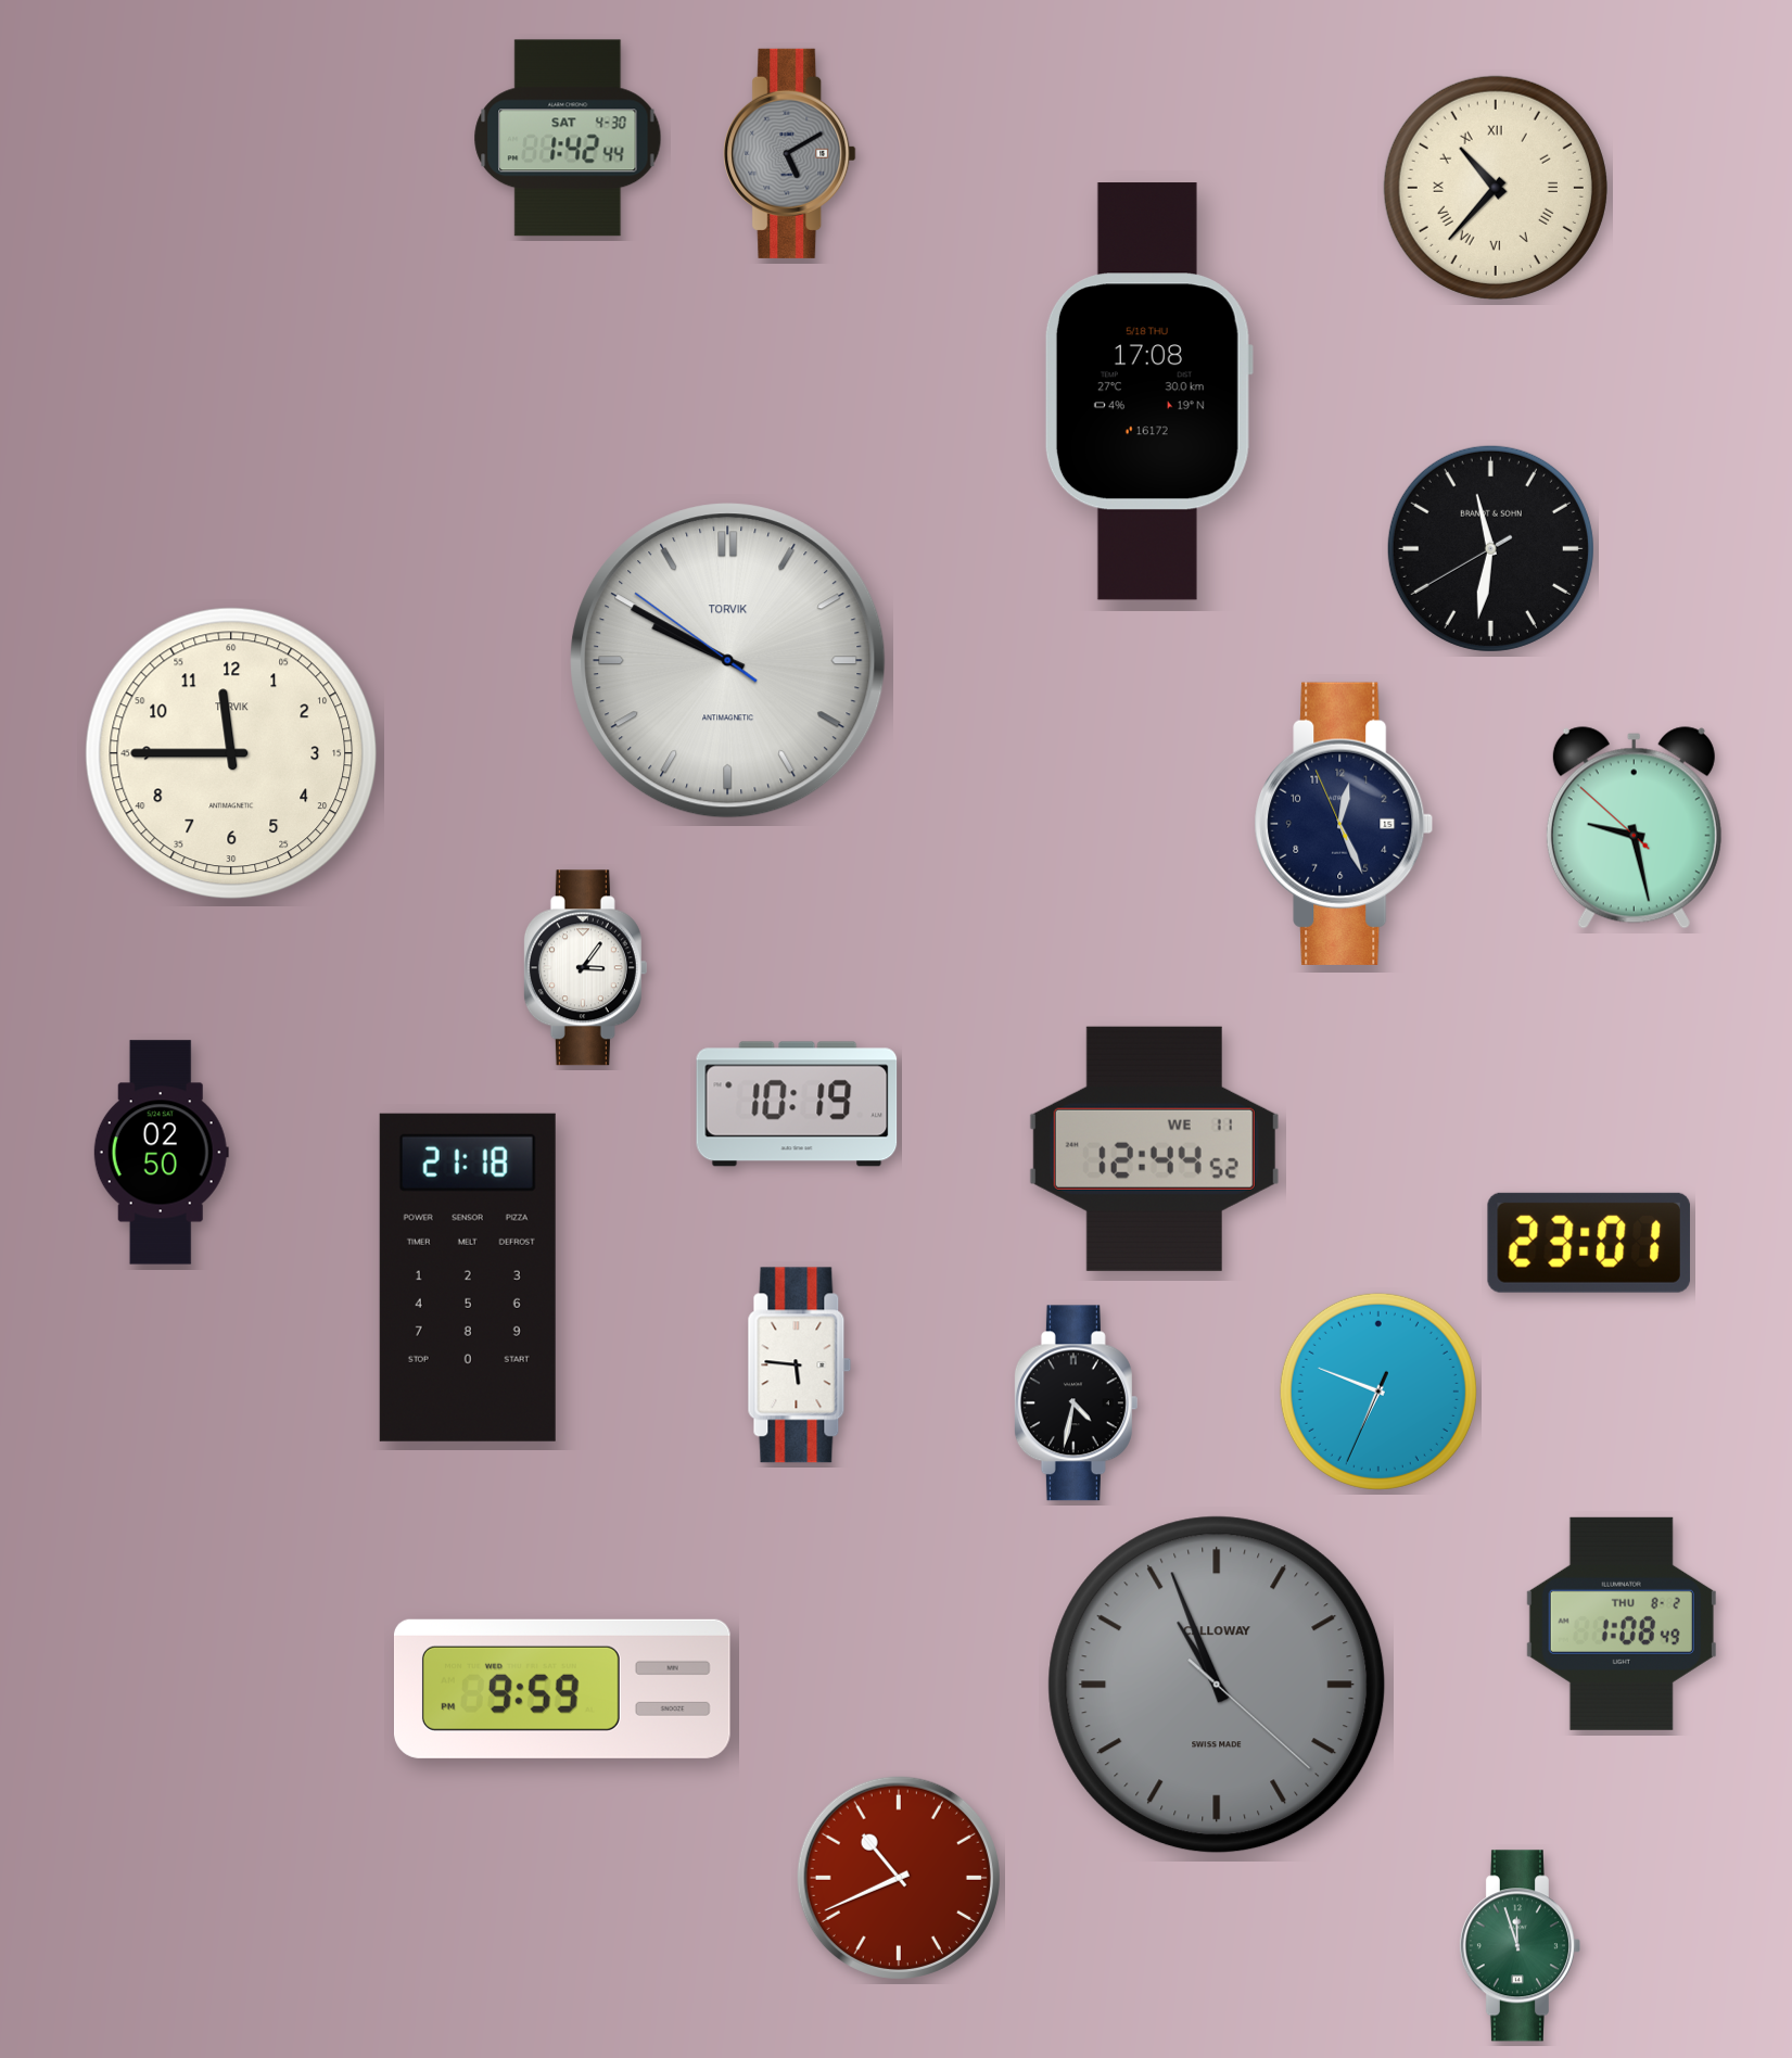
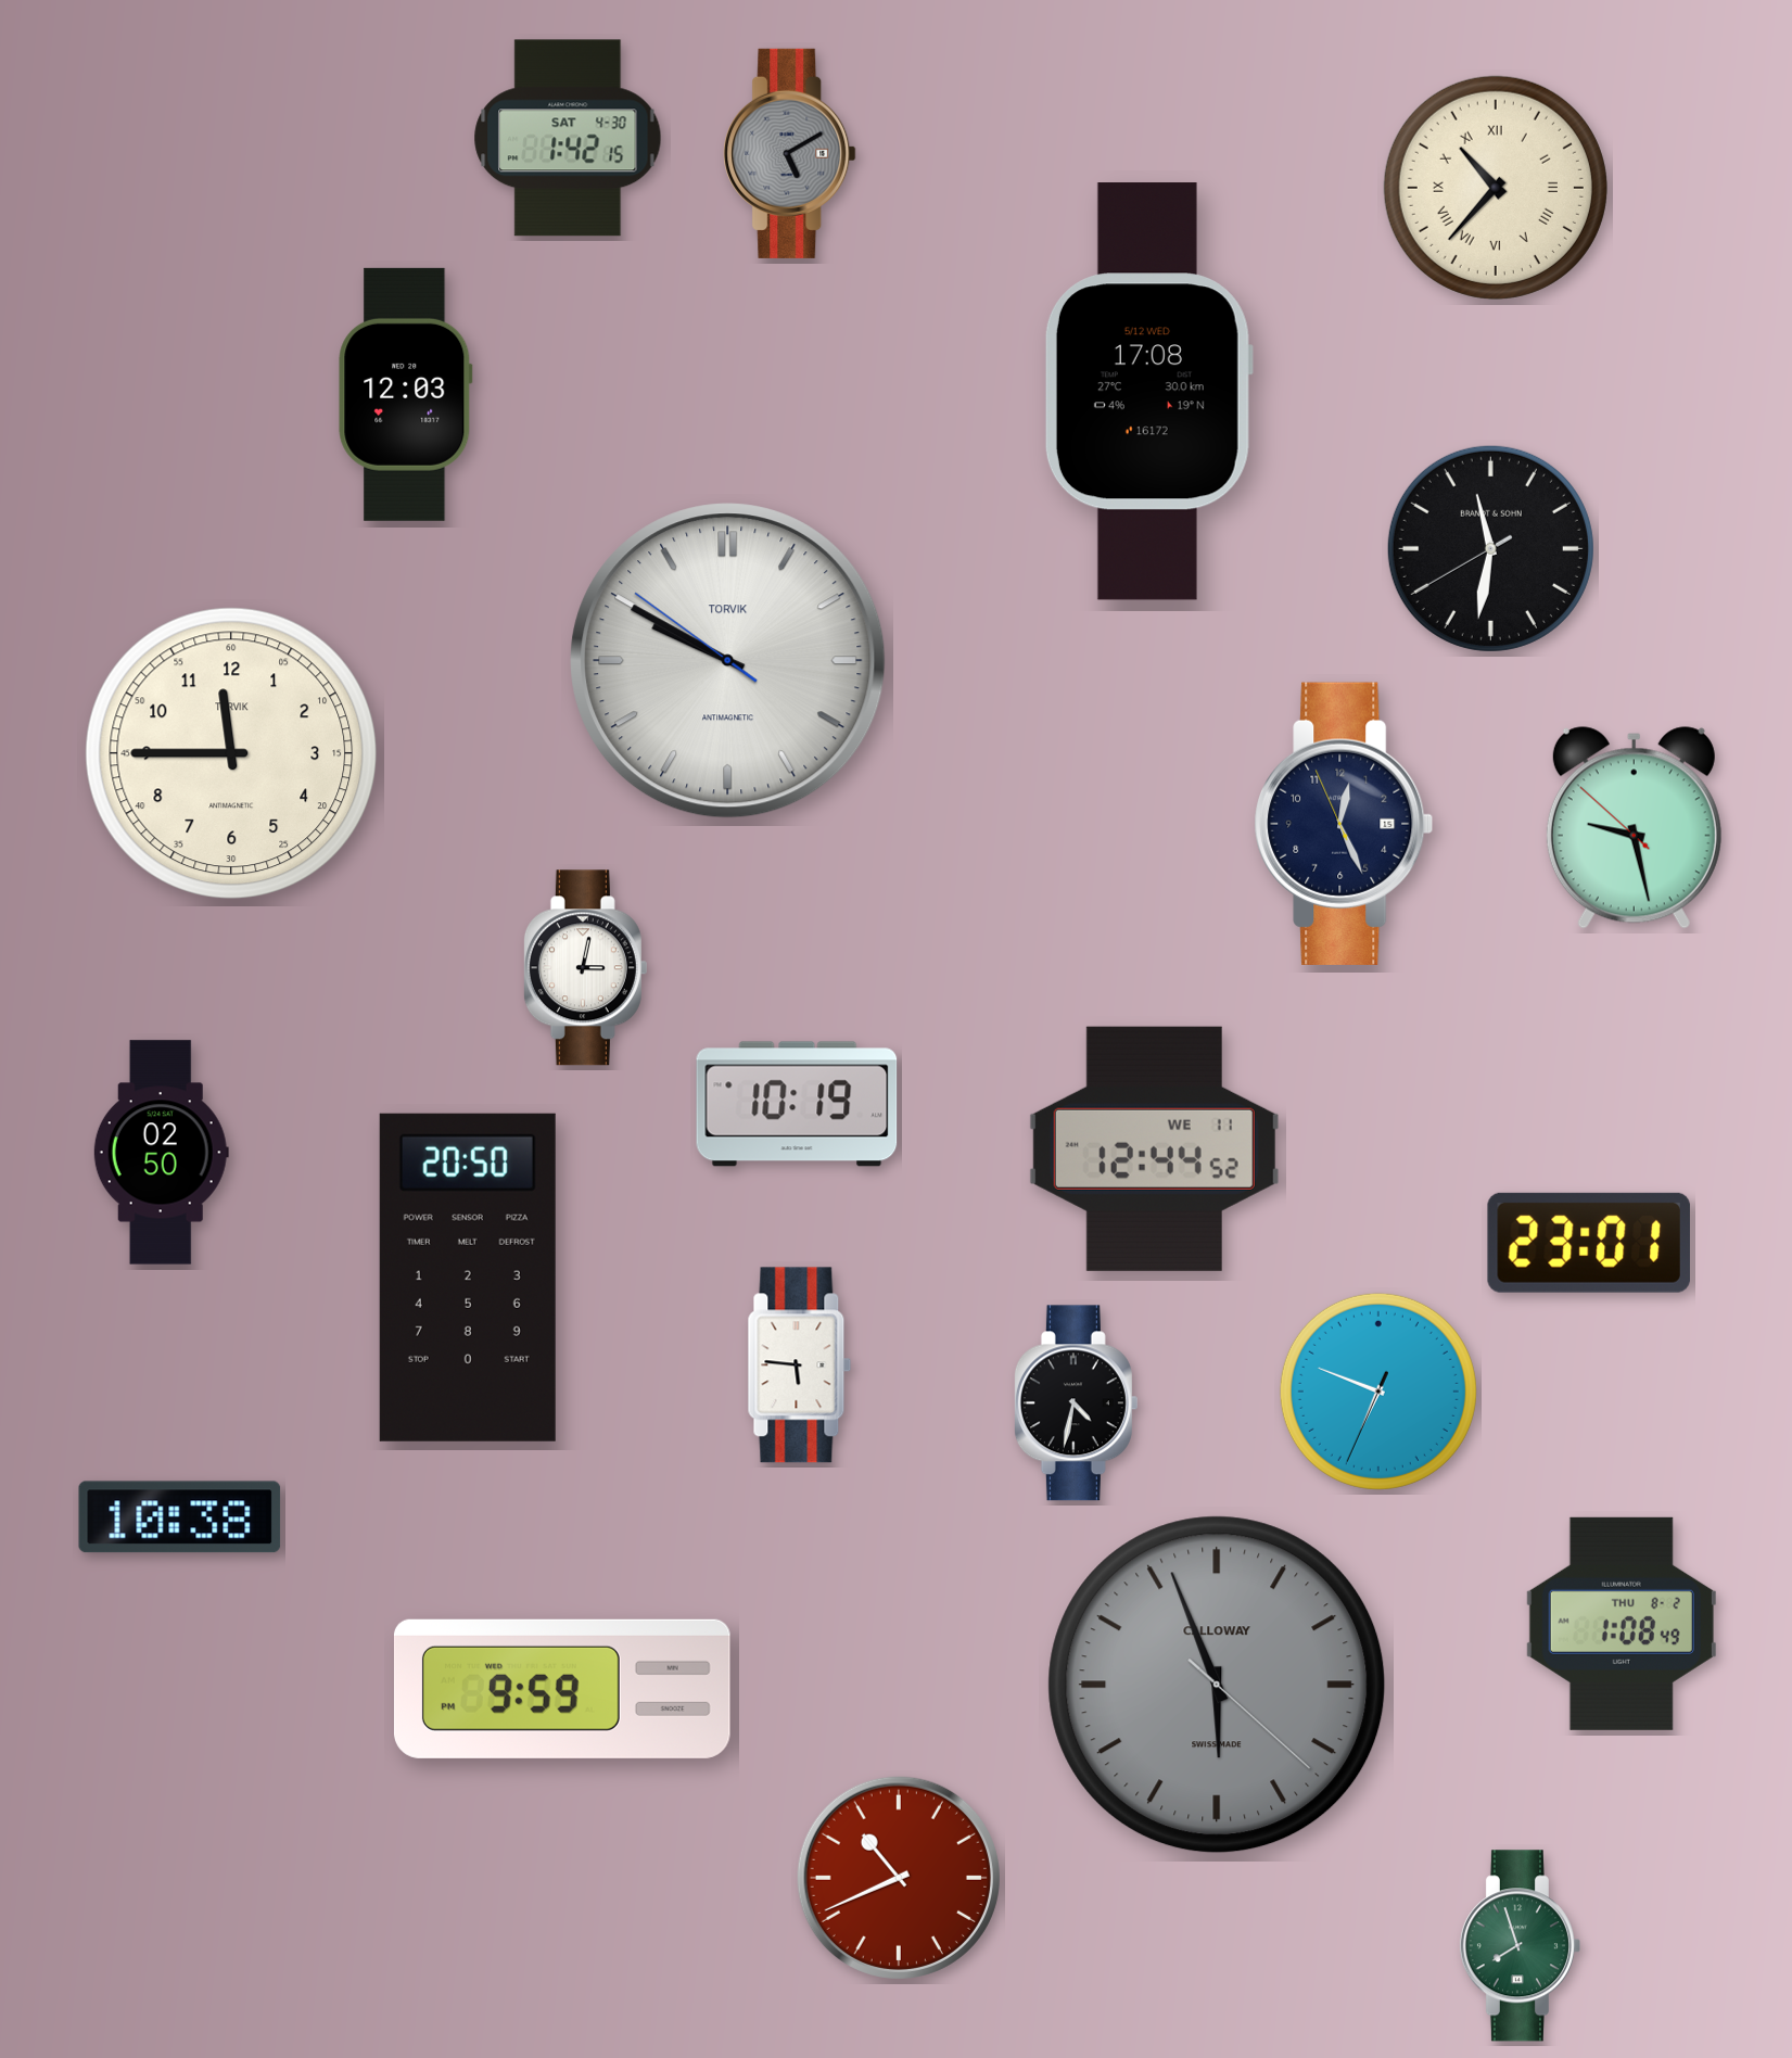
clock at (568, 138): 1:42:44 -> 1:42:15
clock at (1148, 392) date: 5/18 THU -> 5/12 WED
clock at (406, 394): none -> 12:03
clock at (585, 968): 3:06 -> 3:02
clock at (468, 1278): 21:18 -> 20:50
clock at (180, 1517): none -> 10:38
clock at (1217, 1685): 10:56 -> 5:56
clock at (1520, 1946): 11:57 -> 7:57
